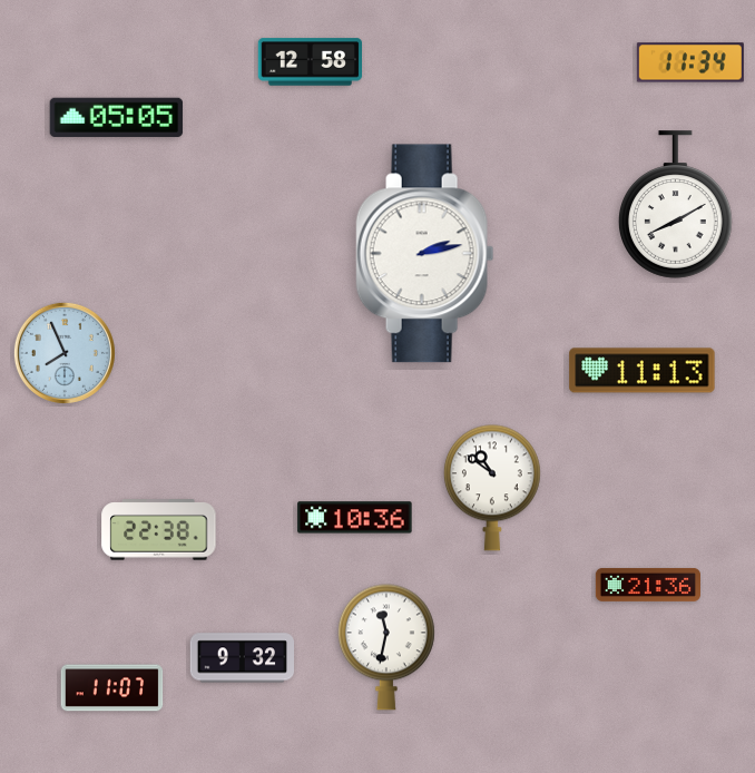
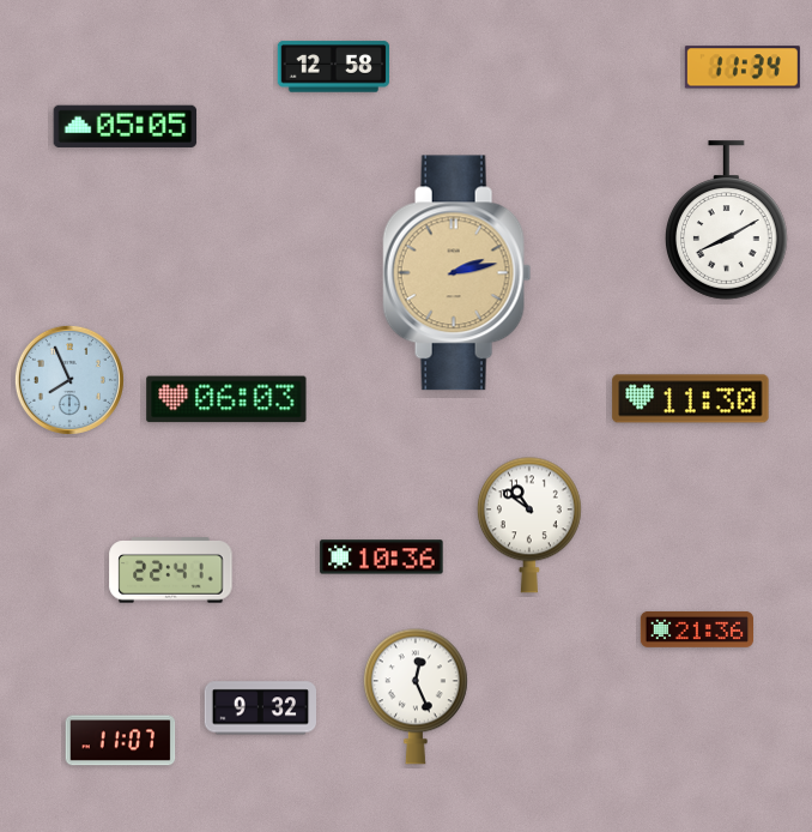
clock at (425, 254) dial: white -> champagne
clock at (226, 399): none -> 06:03
clock at (643, 371): 11:13 -> 11:30
clock at (159, 530): 22:38 -> 22:41
clock at (386, 647): 11:32 -> 12:26
